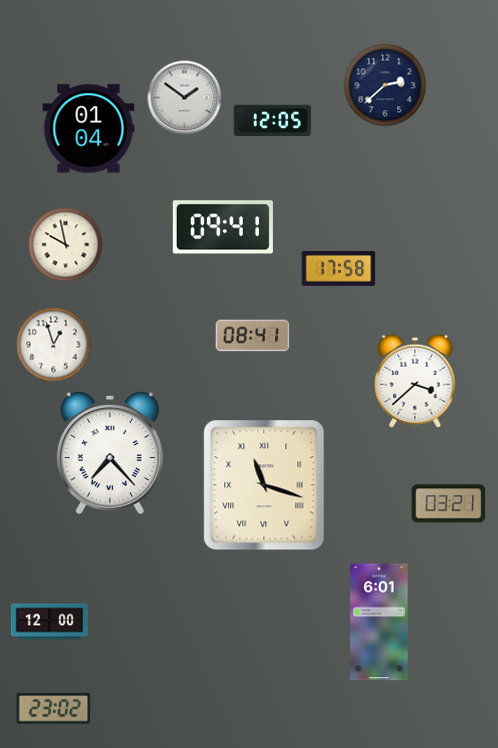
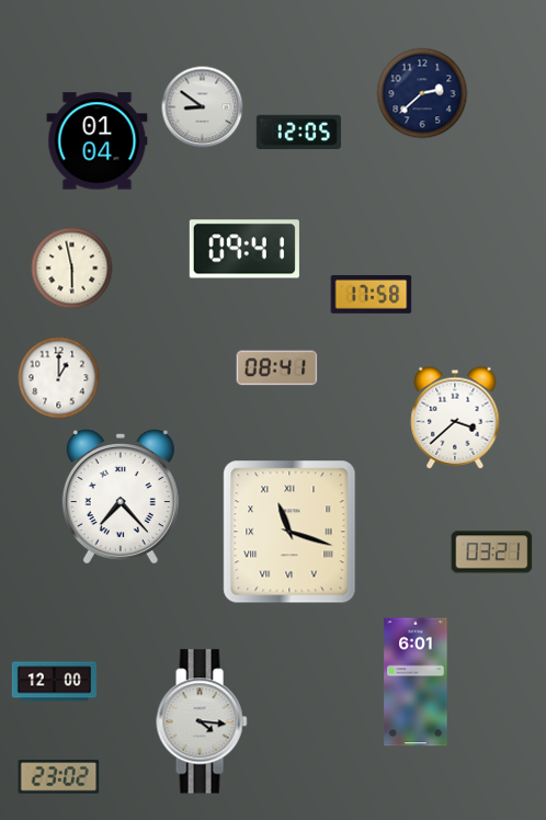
clock at (185, 98): 1:51 -> 8:51
clock at (66, 245): 9:58 -> 5:58
clock at (54, 345): 12:57 -> 1:00
clock at (202, 721): none -> 4:16
